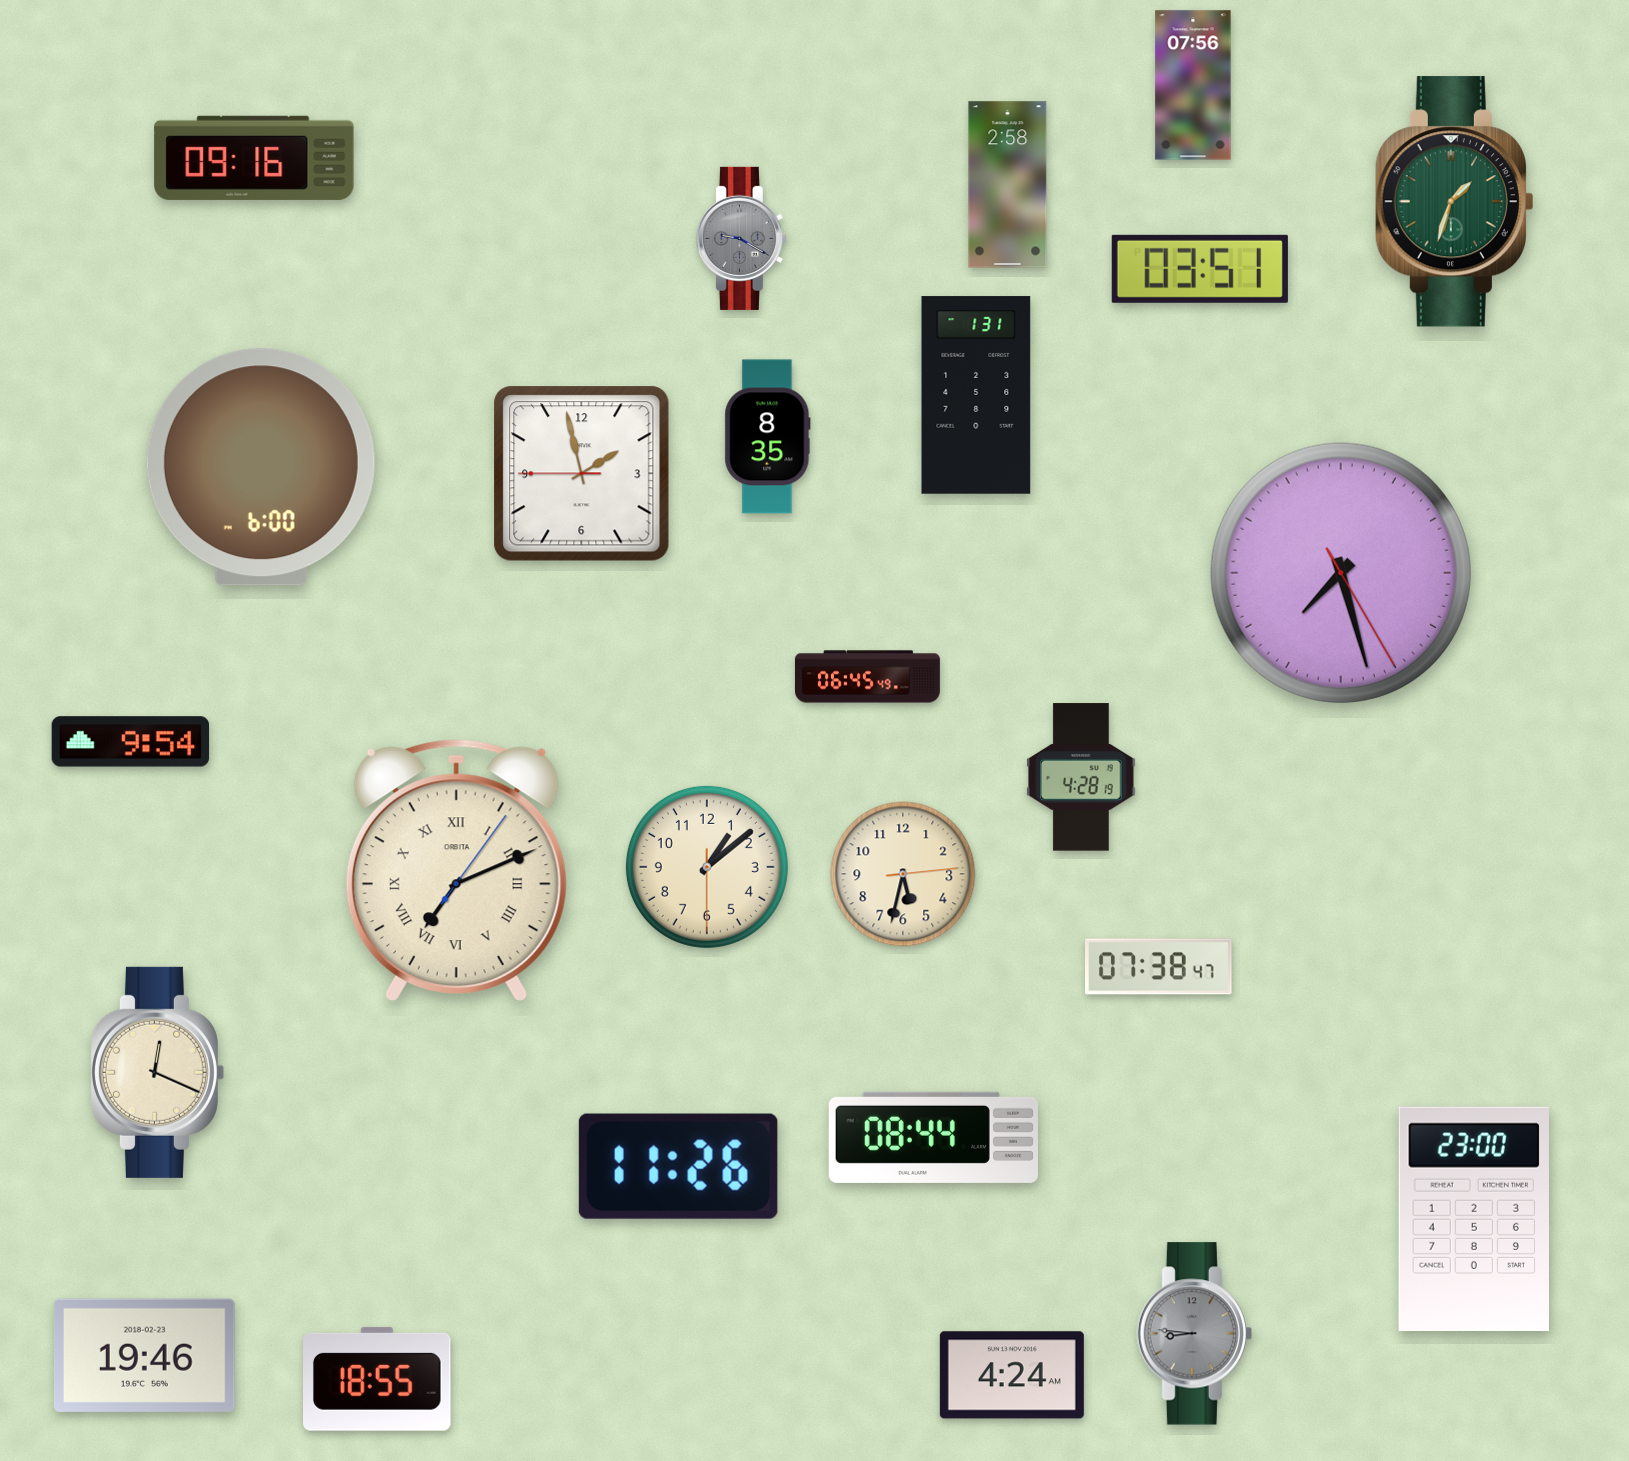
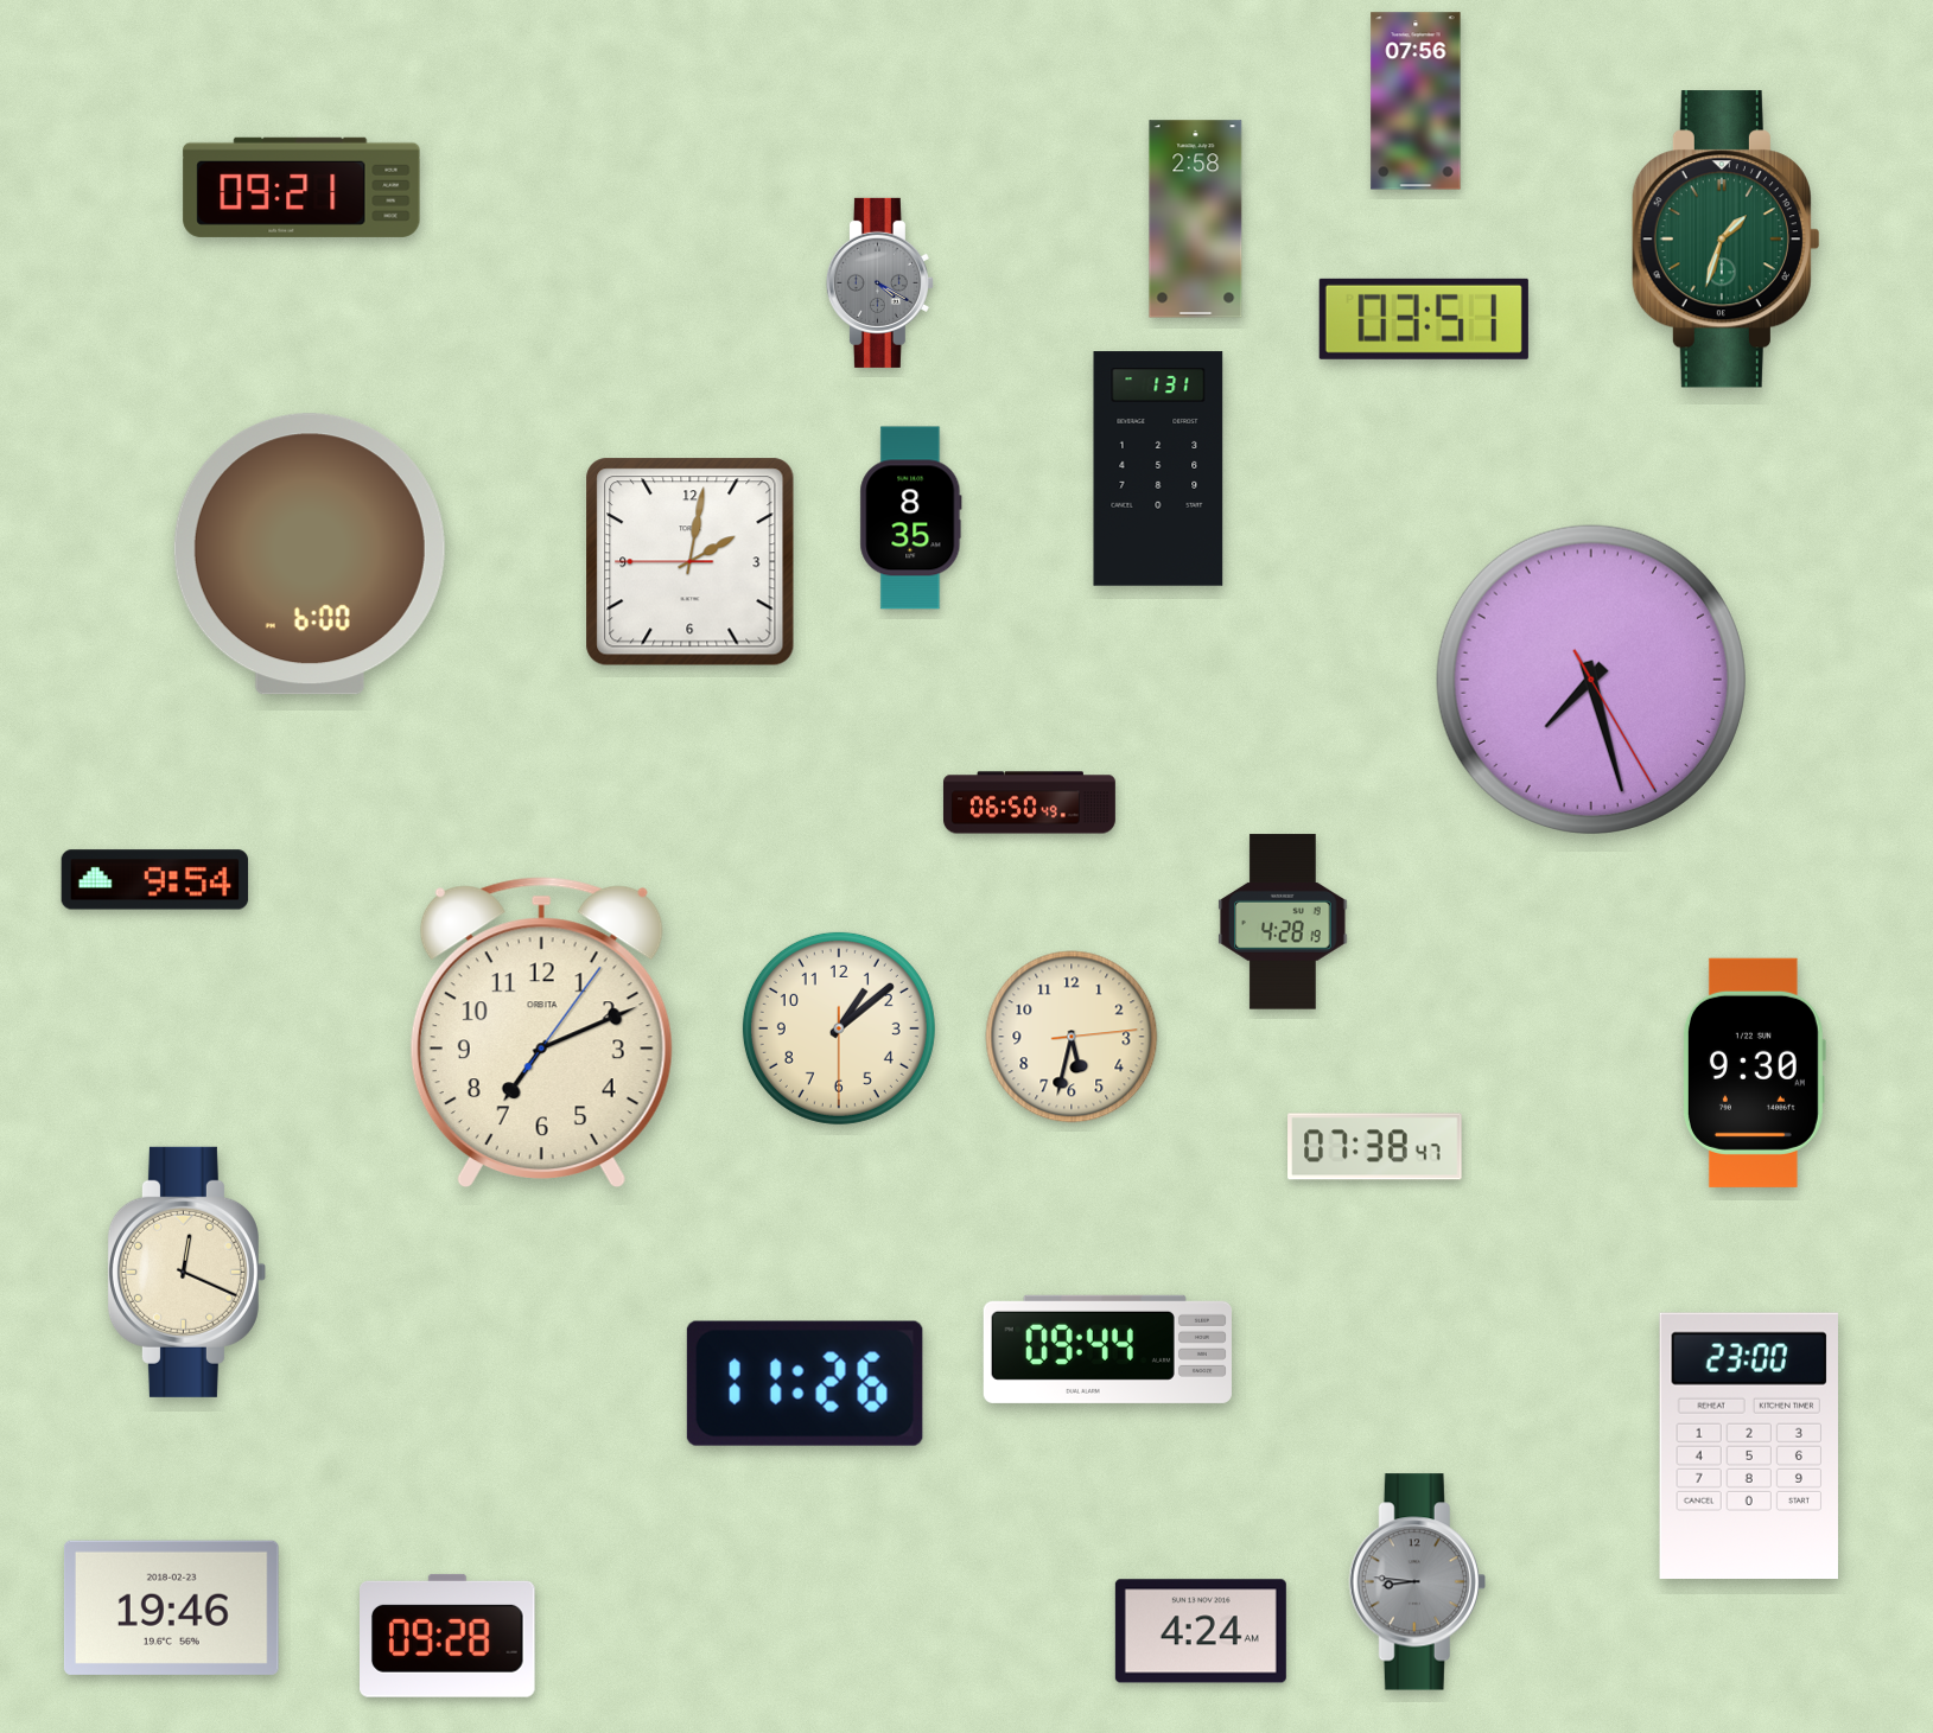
clock at (254, 158): 09:16 -> 09:21
clock at (741, 238): 9:20 -> 4:20
clock at (582, 474): 1:57 -> 2:01
clock at (867, 677): 06:45 -> 06:50
clock at (456, 870) numerals: Roman -> Arabic
clock at (1754, 1072): none -> 9:30
clock at (933, 1137): 08:44 -> 09:44
clock at (378, 1379): 18:55 -> 09:28
